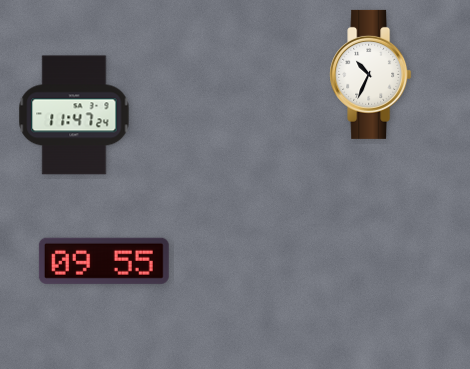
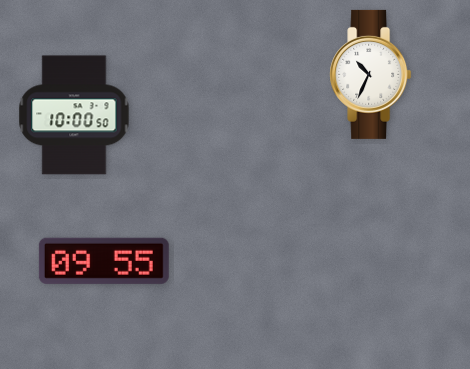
clock at (74, 115): 11:47 -> 10:00
